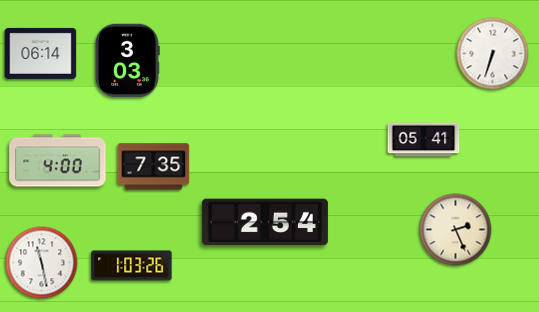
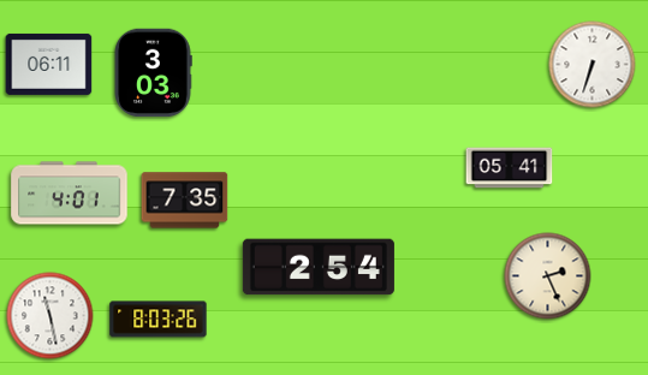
clock at (41, 53): 06:14 -> 06:11
clock at (58, 161): 4:00 -> 4:01
clock at (132, 266): 1:03 -> 8:03
